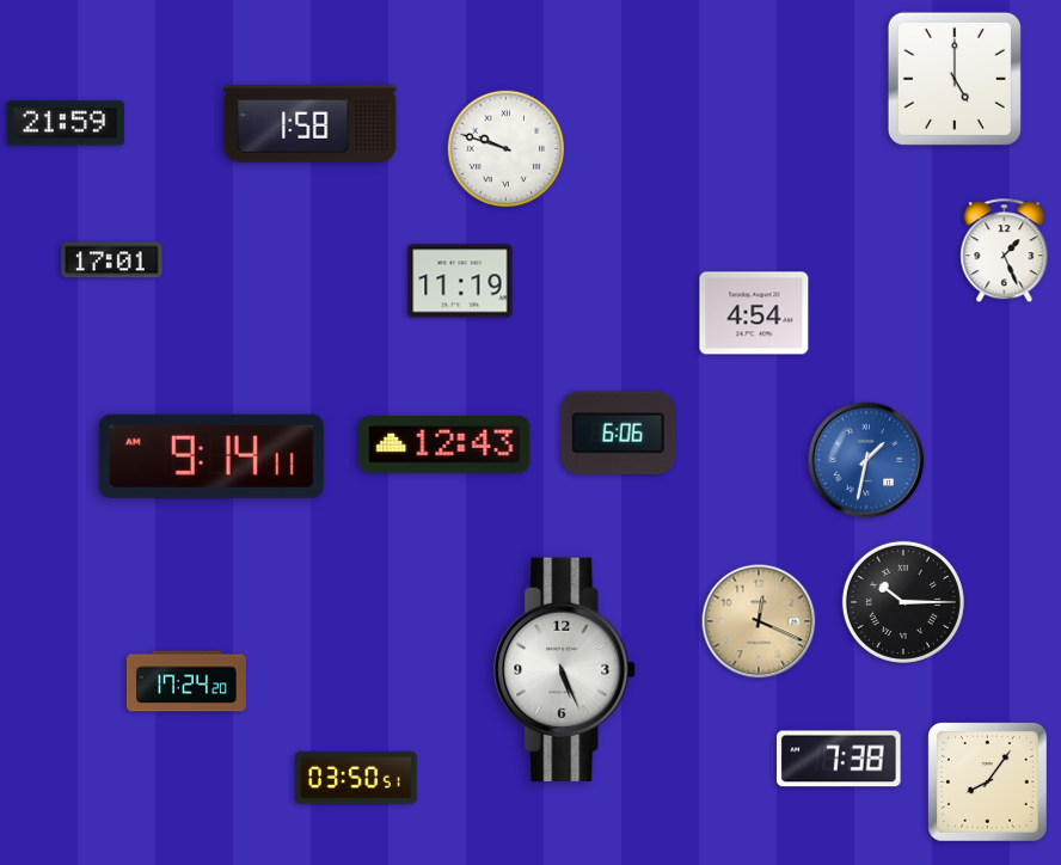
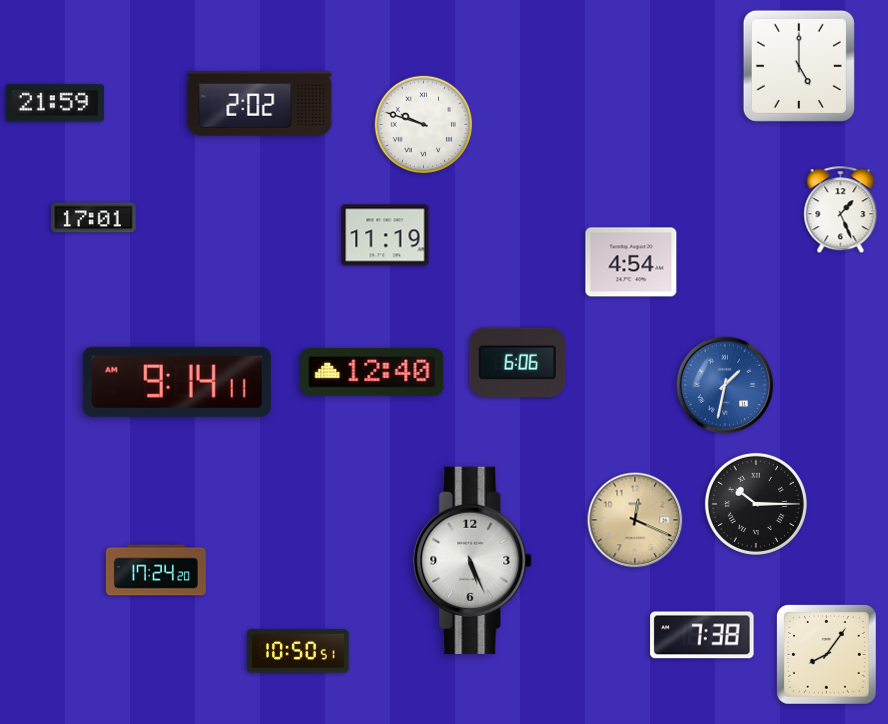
clock at (311, 124): 1:58 -> 2:02
clock at (444, 444): 12:43 -> 12:40
clock at (357, 778): 03:50 -> 10:50
